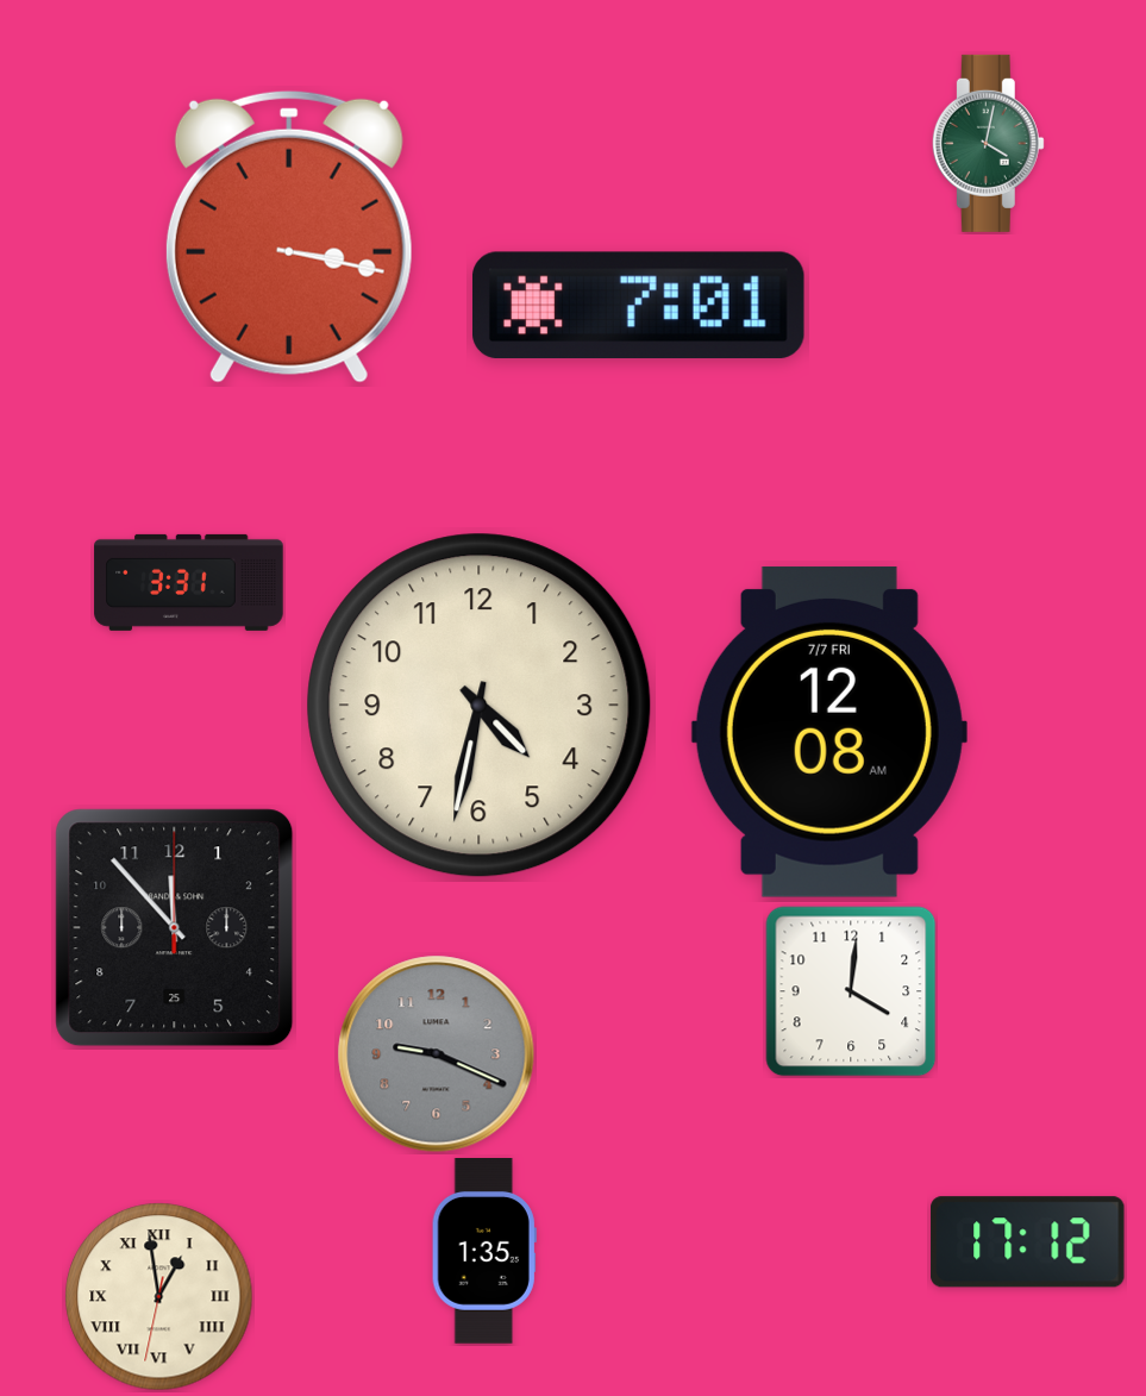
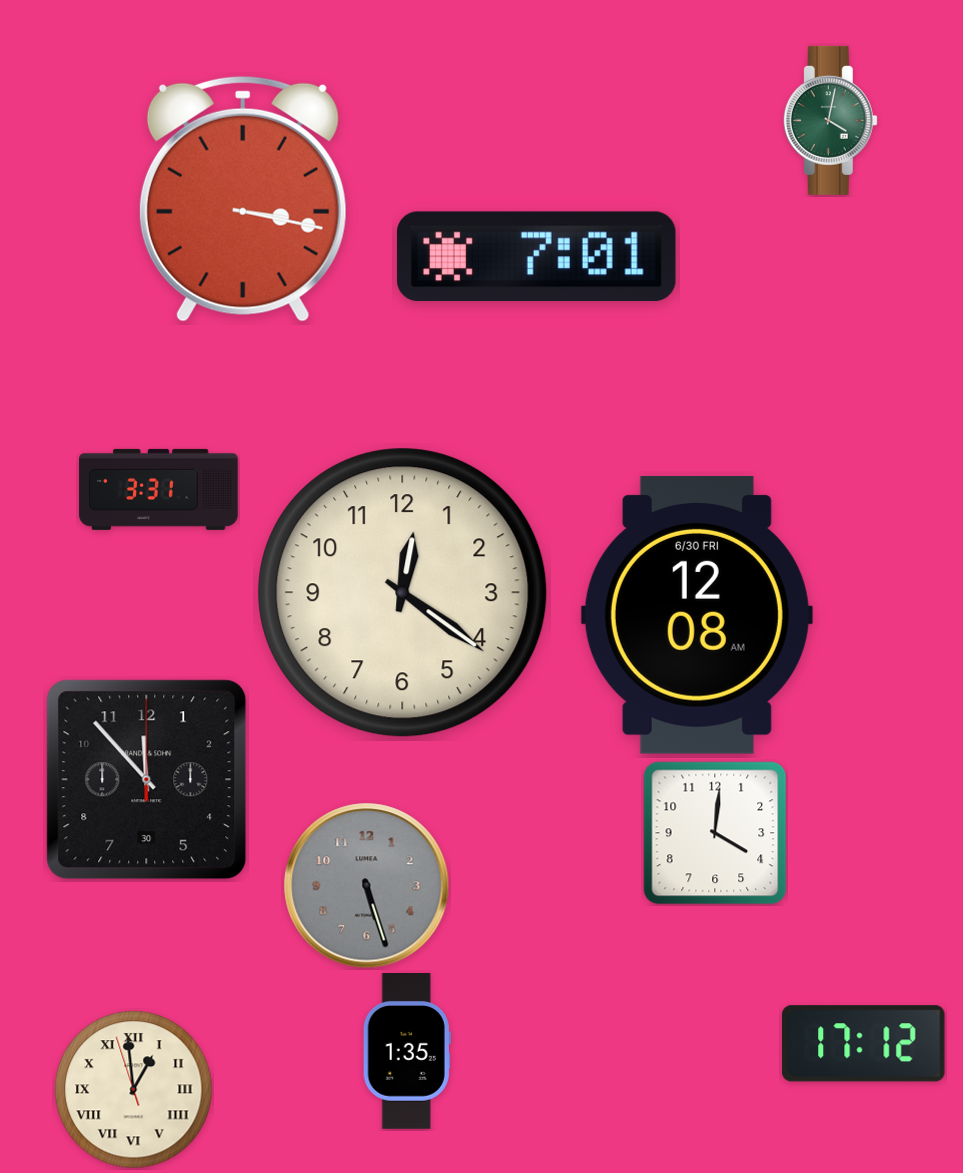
clock at (480, 706): 4:32 -> 12:21
clock at (829, 732) date: 7/7 FRI -> 6/30 FRI
clock at (175, 928) date: 25 -> 30
clock at (437, 1054): 9:19 -> 5:27
clock at (159, 1297): 12:58:32 -> 12:58:57
